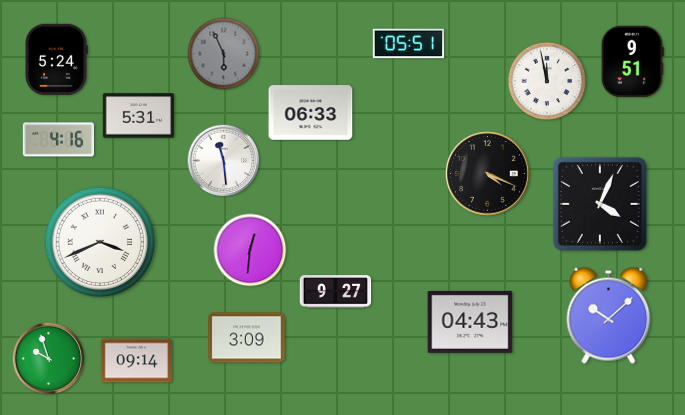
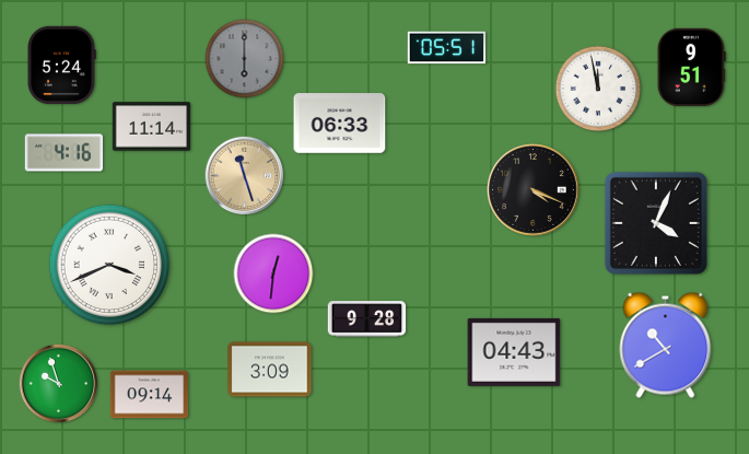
clock at (224, 54): 5:56 -> 6:00
clock at (139, 116): 5:31 -> 11:14
clock at (224, 161): 11:29 -> 11:27
clock at (224, 161) dial: white -> champagne
clock at (336, 292): 9:27 -> 9:28
clock at (609, 315): 10:08 -> 10:40
clock at (49, 359) position: (49, 359) -> (59, 384)
